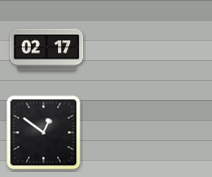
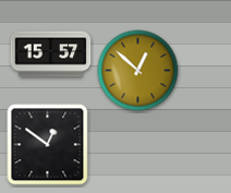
clock at (47, 50): 02:17 -> 15:57
clock at (138, 71): none -> 12:52
